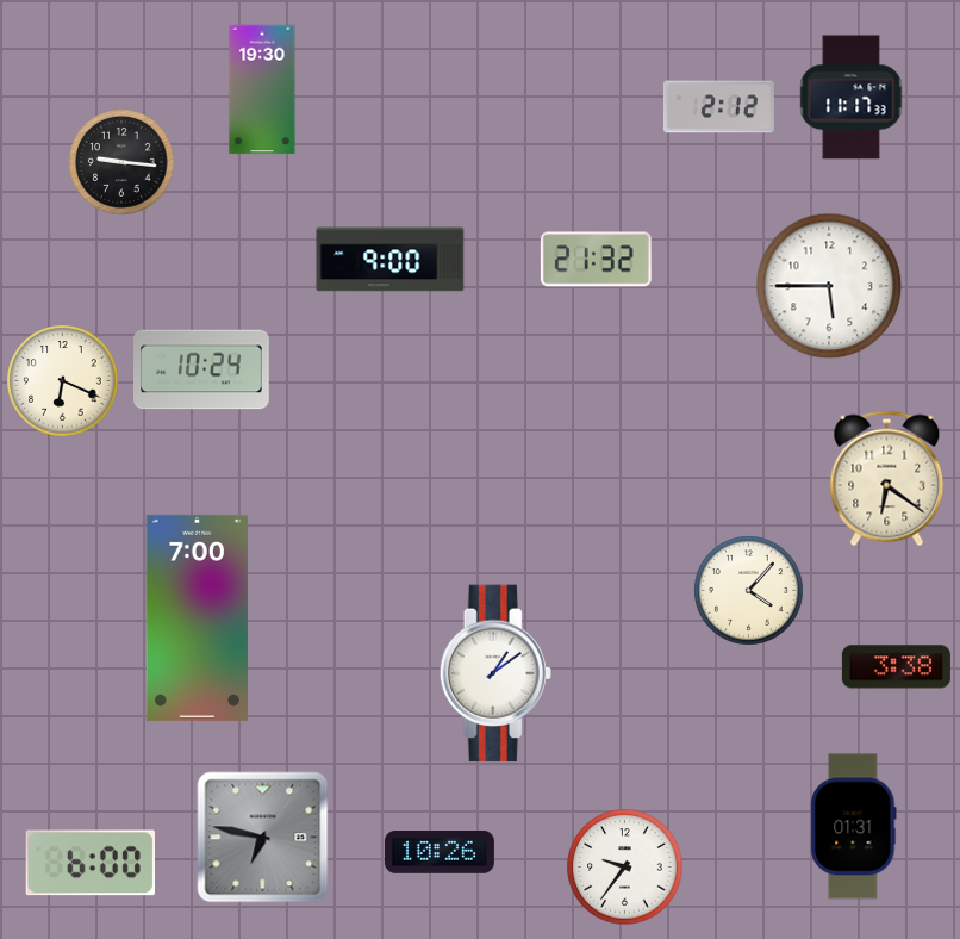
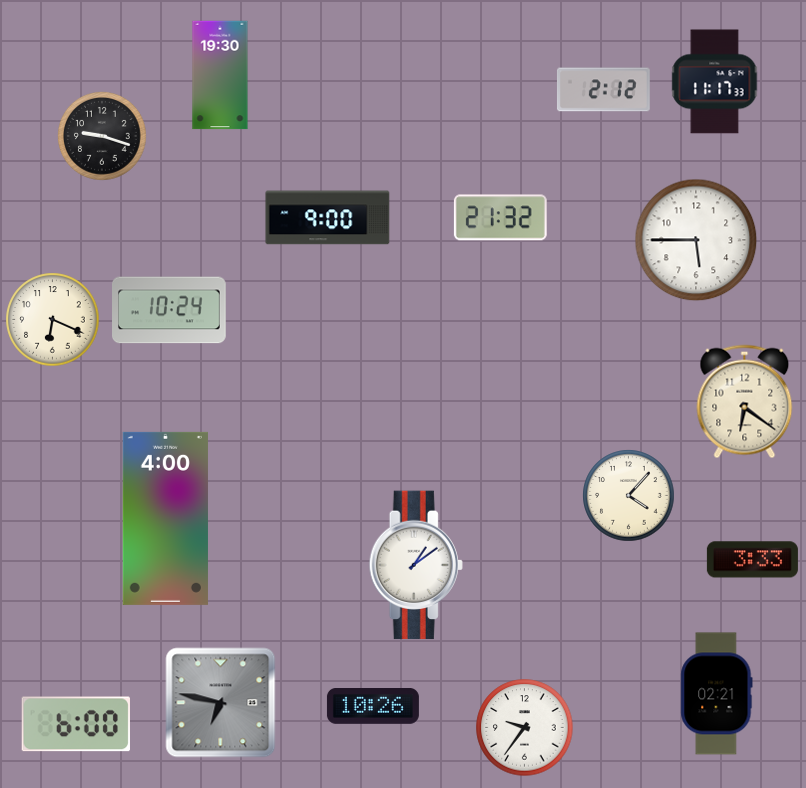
clock at (123, 163): 9:16 -> 9:18
clock at (197, 617): 7:00 -> 4:00
clock at (896, 667): 3:38 -> 3:33
clock at (854, 827): 01:31 -> 02:21
clock at (440, 853) position: (440, 853) -> (373, 707)
